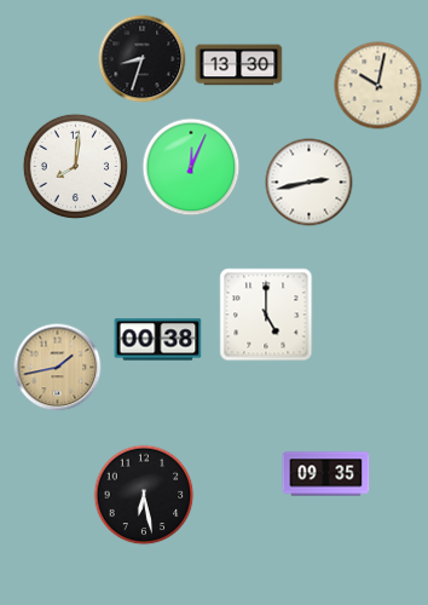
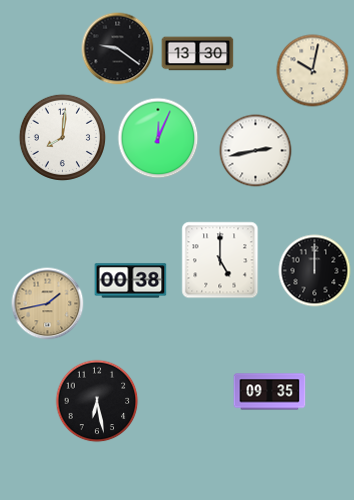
clock at (143, 59): 8:33 -> 9:21
clock at (315, 271): none -> 12:00
clock at (144, 495) position: (144, 495) -> (97, 401)
